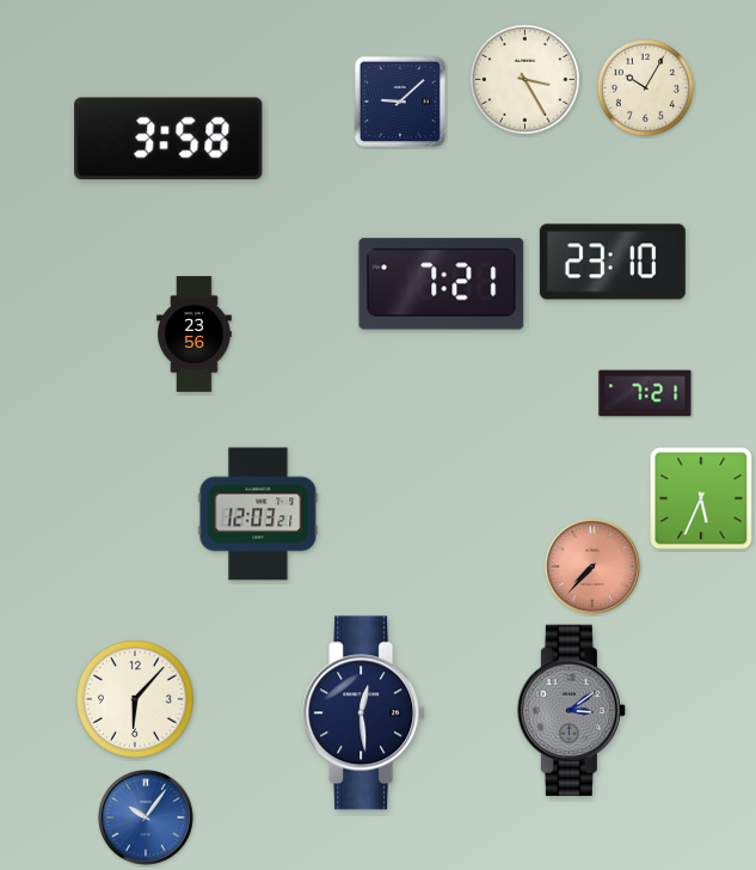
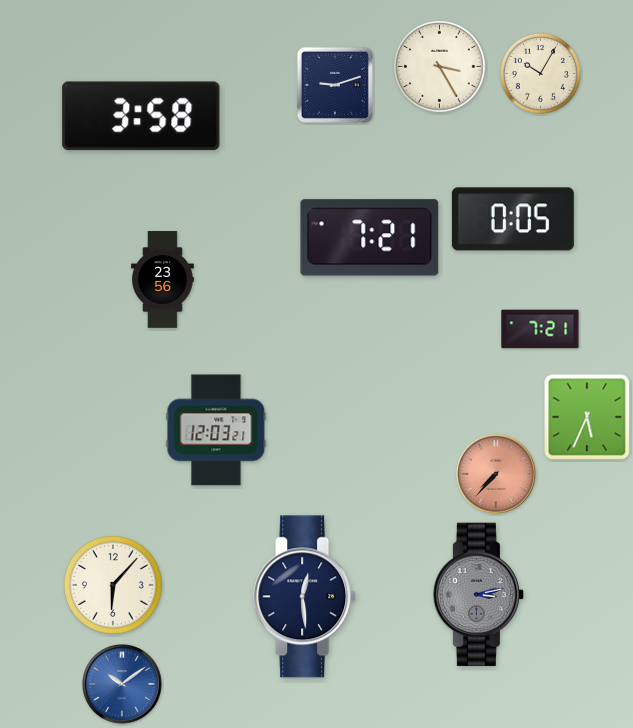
clock at (400, 102): 9:08 -> 9:12
clock at (613, 262): 23:10 -> 0:05
clock at (571, 711): 3:09 -> 3:13
clock at (147, 819): 10:06 -> 10:09
